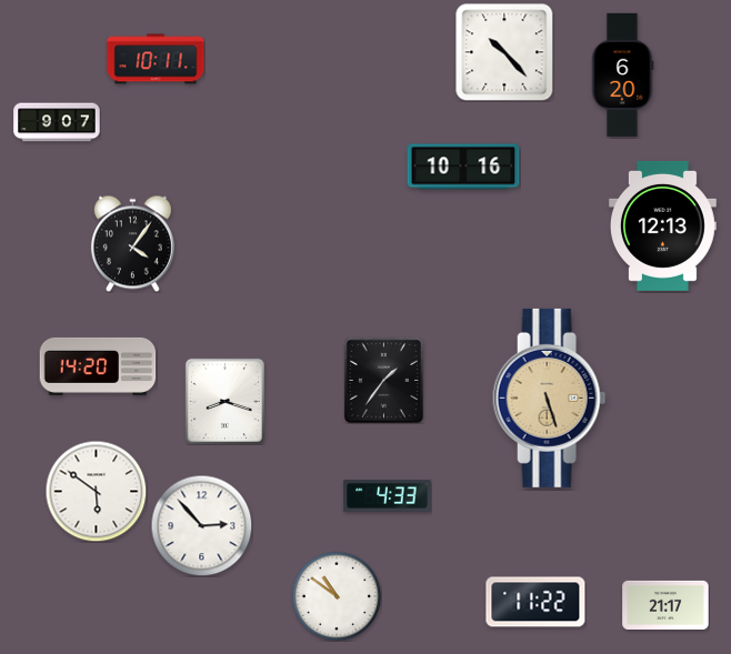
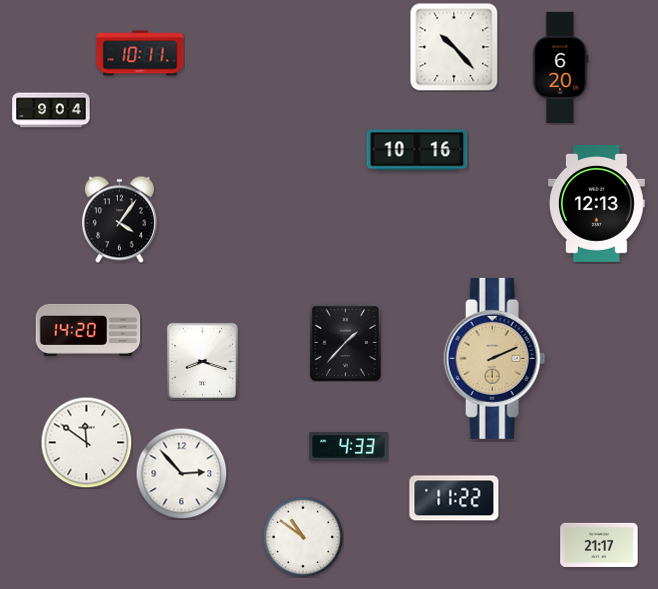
clock at (57, 122): 9:07 -> 9:04
clock at (383, 380): 1:36 -> 1:37
clock at (550, 398): 5:27 -> 2:11
clock at (96, 491): 5:51 -> 11:51
clock at (535, 602) position: (535, 602) -> (454, 498)
